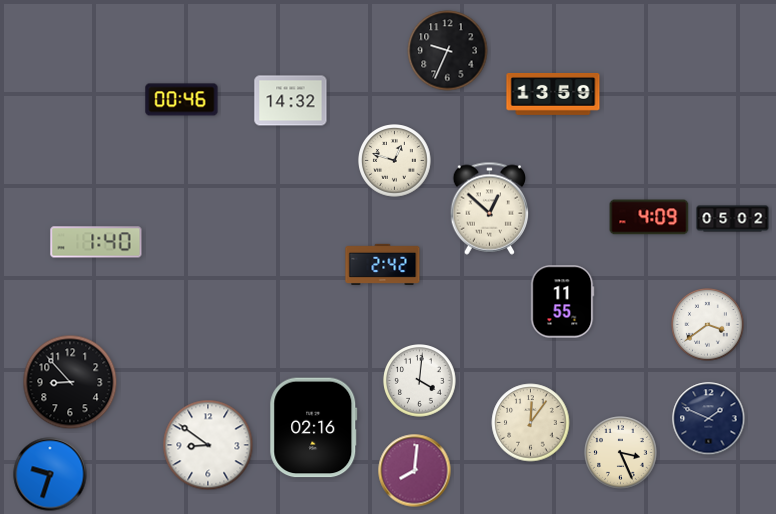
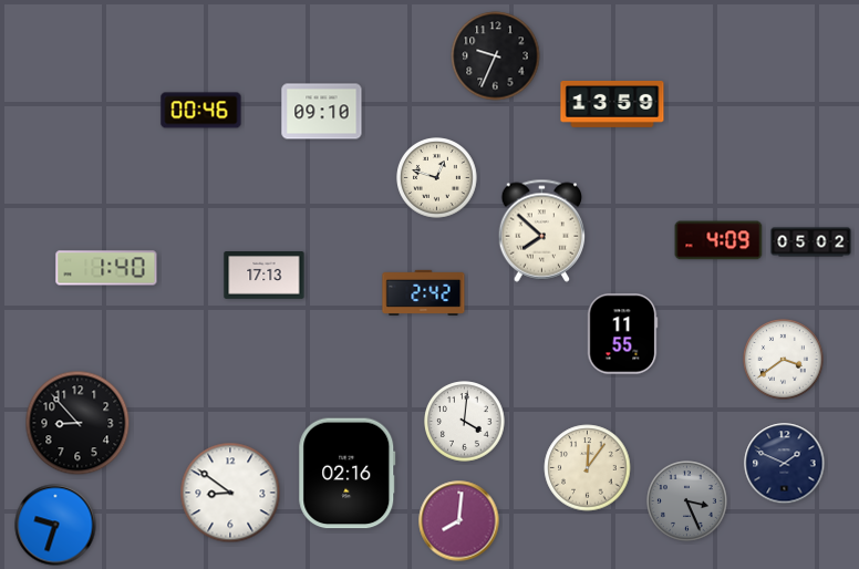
clock at (291, 101): 14:32 -> 09:10
clock at (490, 208): 12:52 -> 7:52
clock at (265, 276): none -> 17:13
clock at (621, 453) dial: cream -> grey
